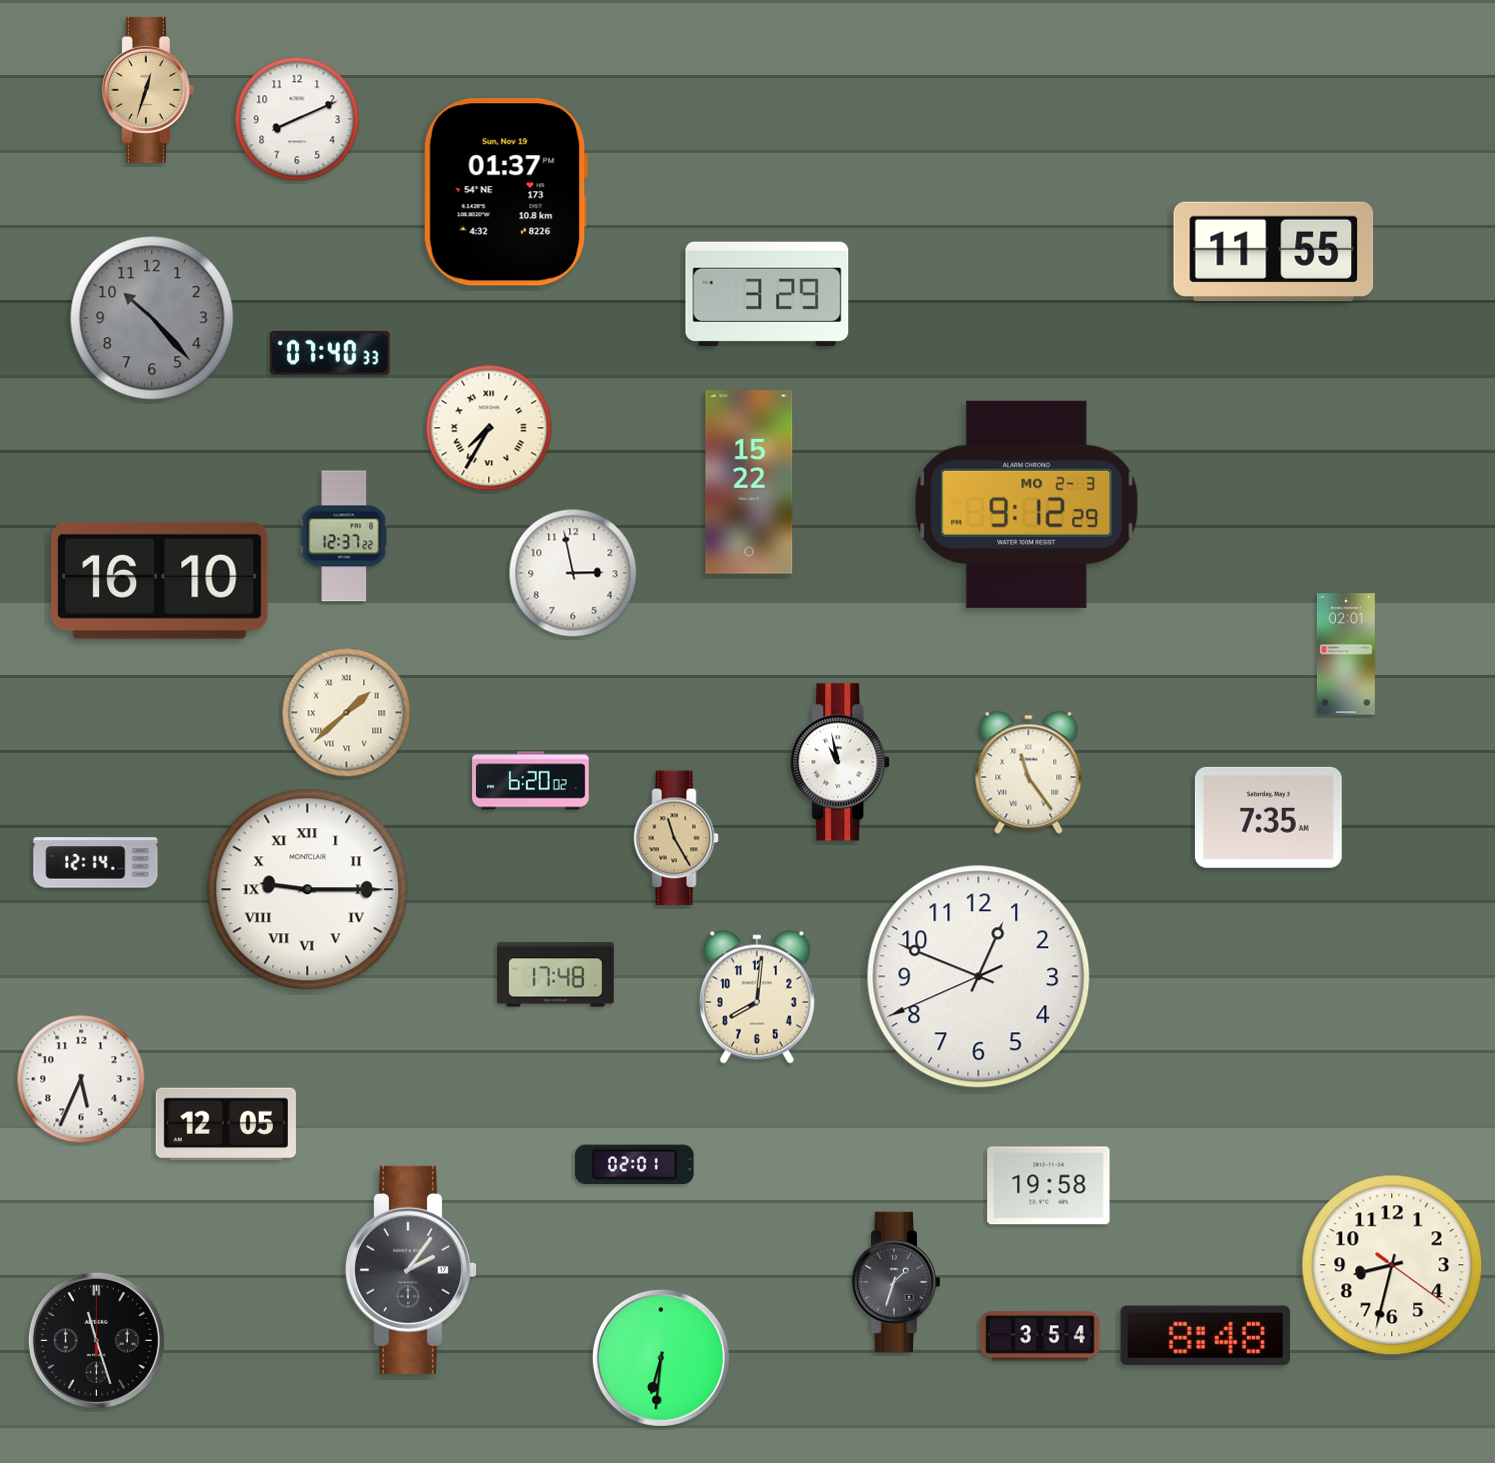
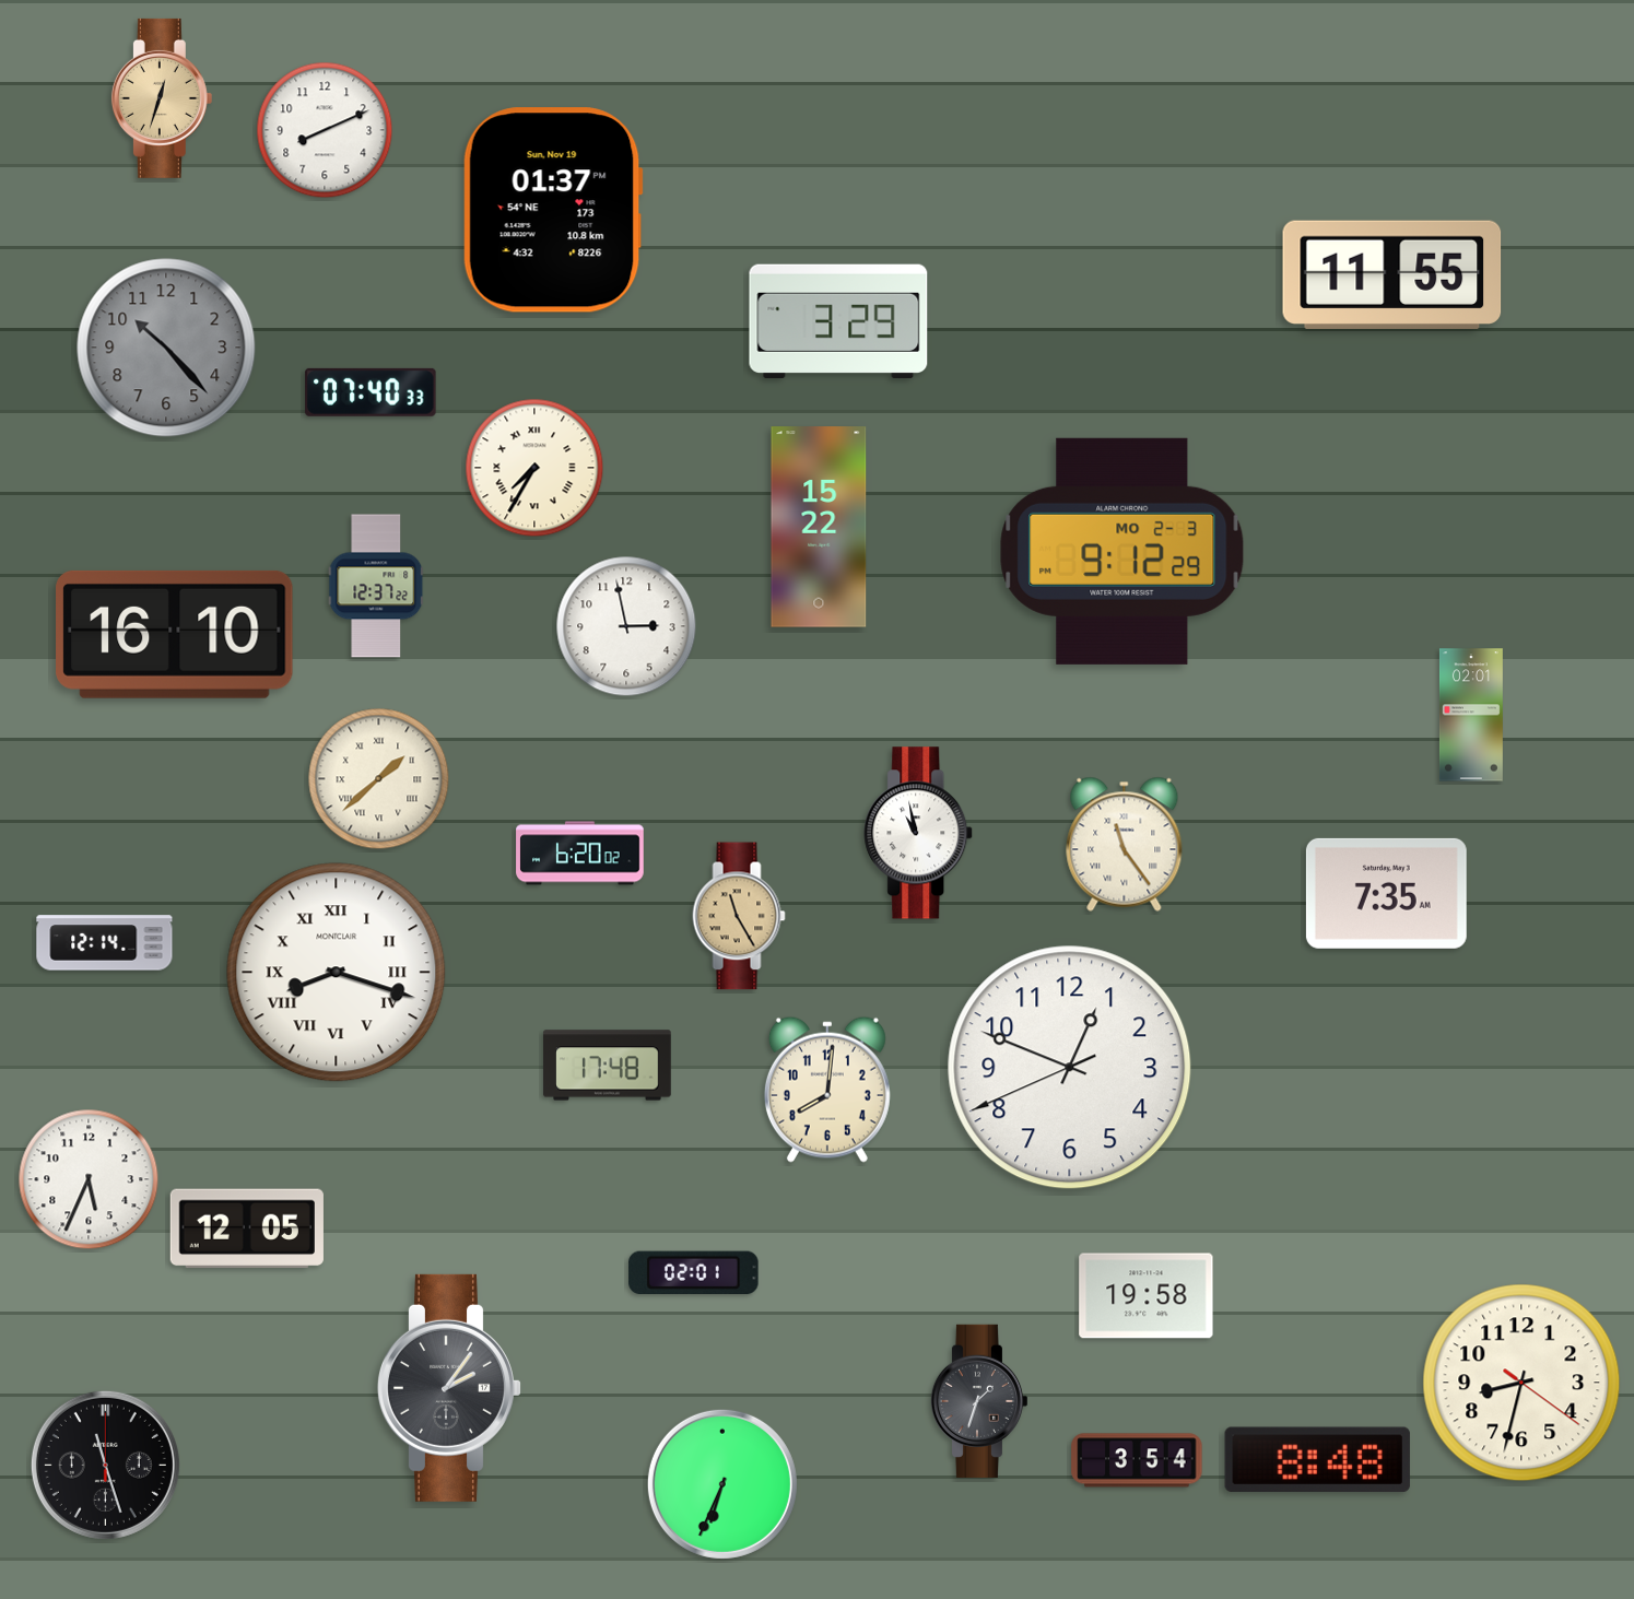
clock at (330, 353) position: (330, 353) -> (371, 392)
clock at (308, 890): 9:15 -> 8:18
clock at (661, 1358): 6:31 -> 6:34
